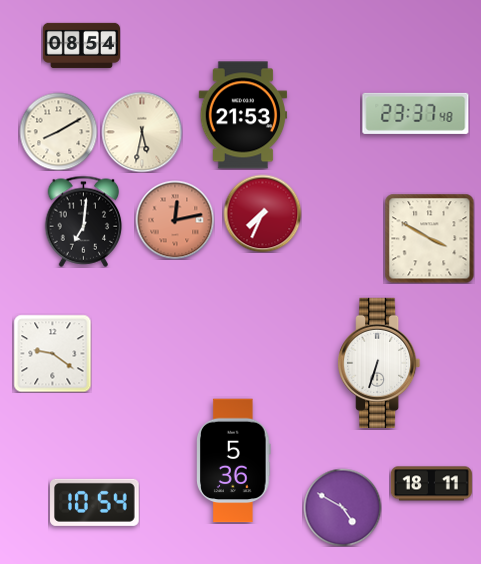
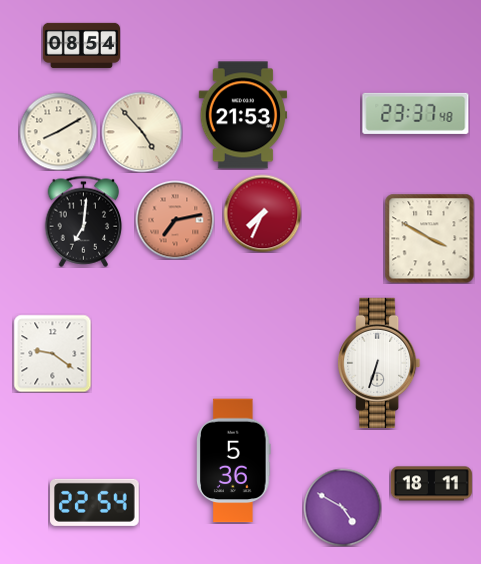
clock at (142, 132): 5:32 -> 4:53
clock at (175, 220): 12:13 -> 7:13
clock at (95, 502): 10:54 -> 22:54
